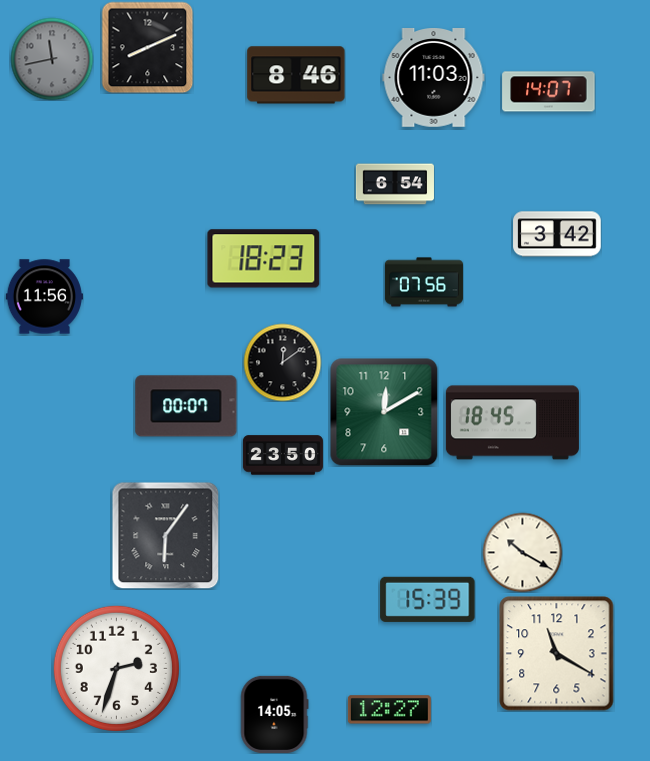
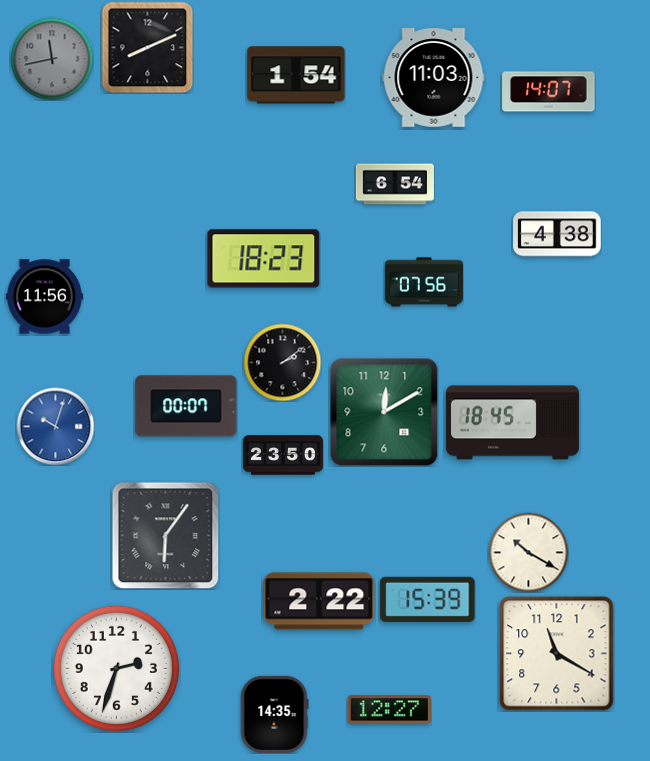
clock at (296, 75): 8:46 -> 1:54
clock at (557, 234): 3:42 -> 4:38
clock at (282, 362): 12:09 -> 2:09
clock at (55, 426): none -> 10:03
clock at (522, 552) position: (522, 552) -> (528, 552)
clock at (319, 601): none -> 2:22
clock at (274, 714): 14:05 -> 14:35
